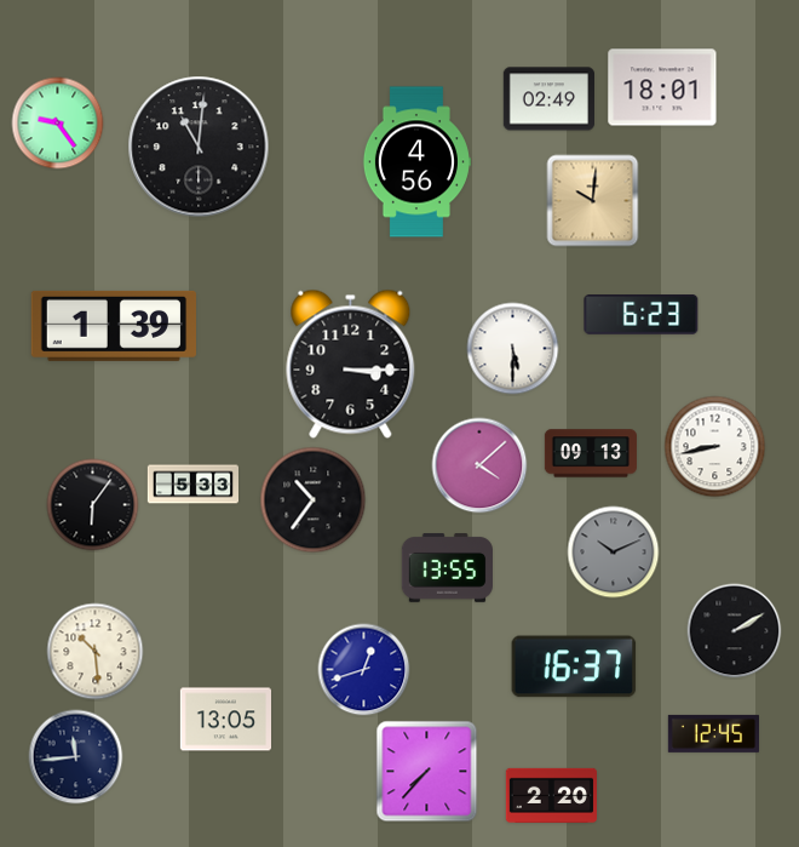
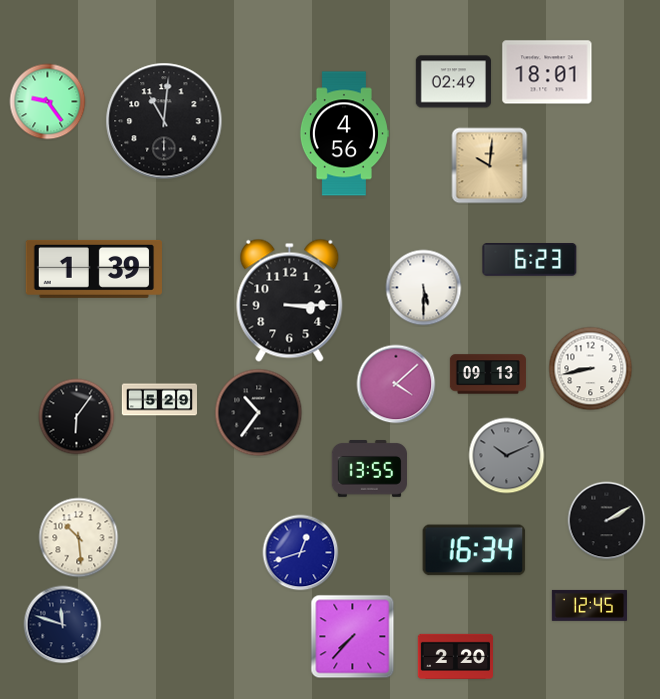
clock at (194, 485): 5:33 -> 5:29
clock at (574, 666): 16:37 -> 16:34
clock at (225, 720): 13:05 -> none
clock at (76, 757): 11:44 -> 11:48
